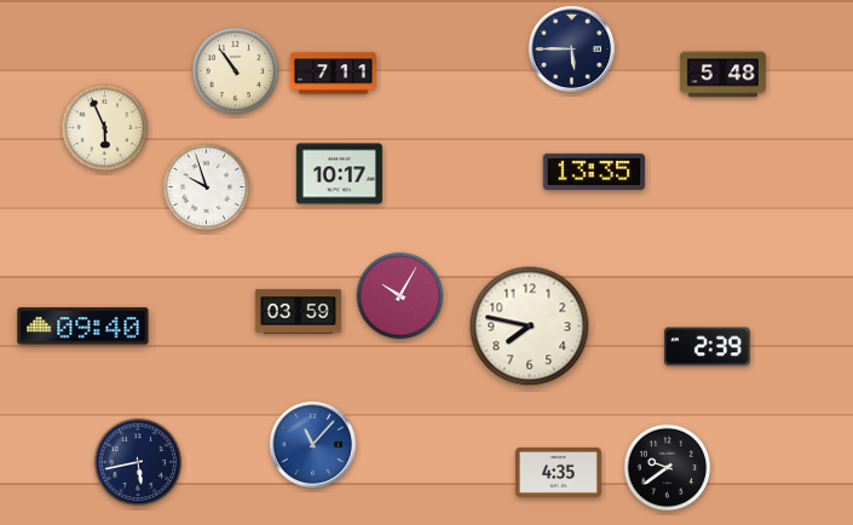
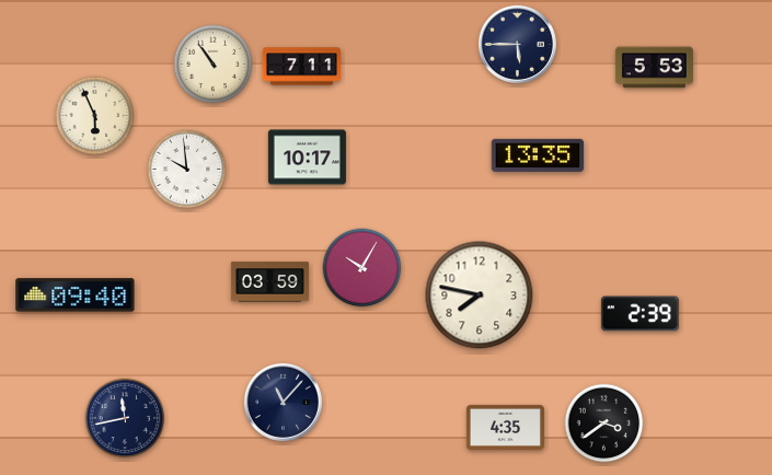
clock at (722, 75): 5:48 -> 5:53
clock at (207, 187): 9:57 -> 9:59
clock at (312, 444) dial: blue -> navy
clock at (138, 462): 5:43 -> 11:43
clock at (668, 468): 9:39 -> 3:39
